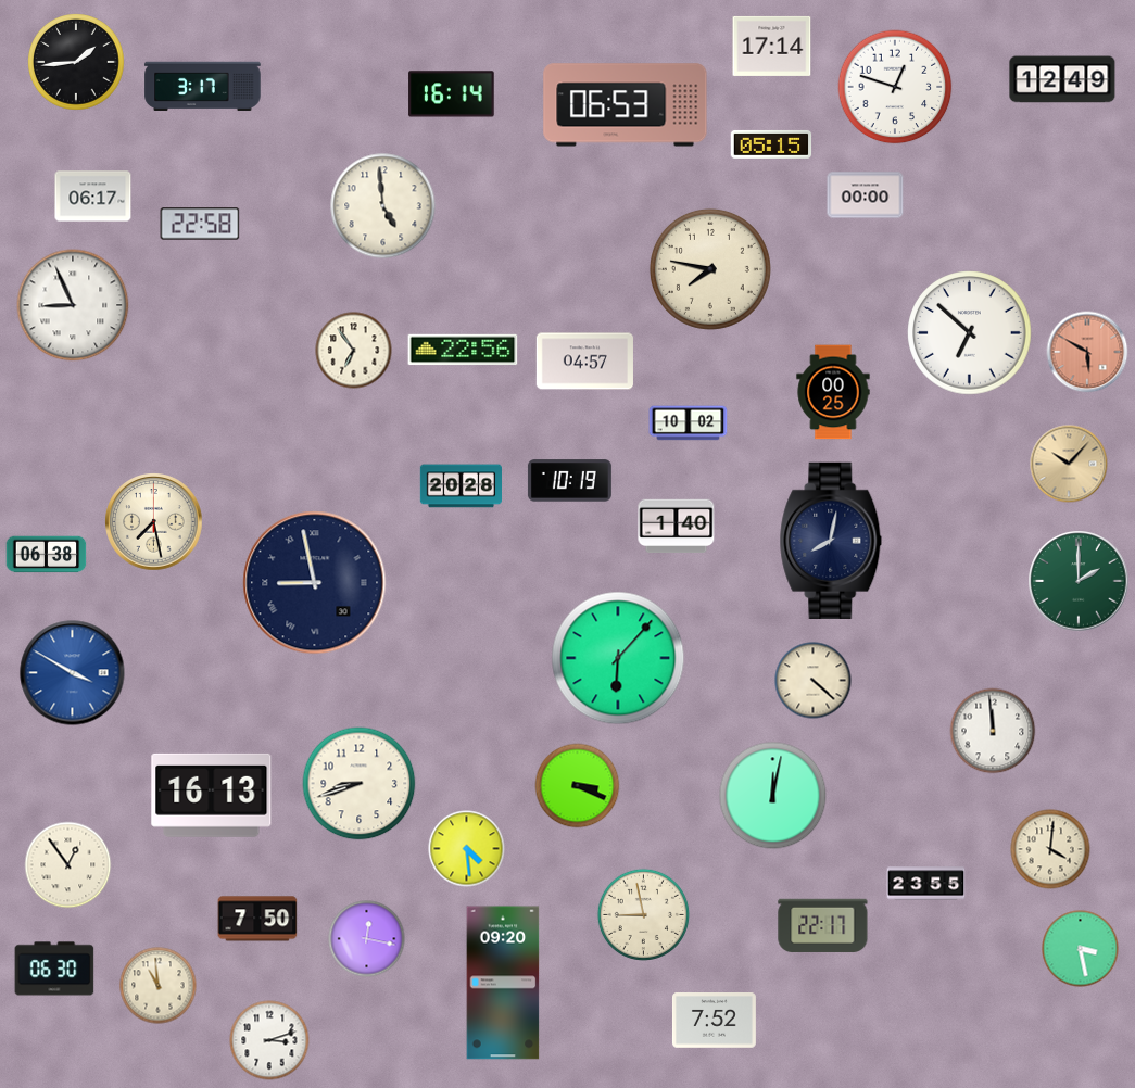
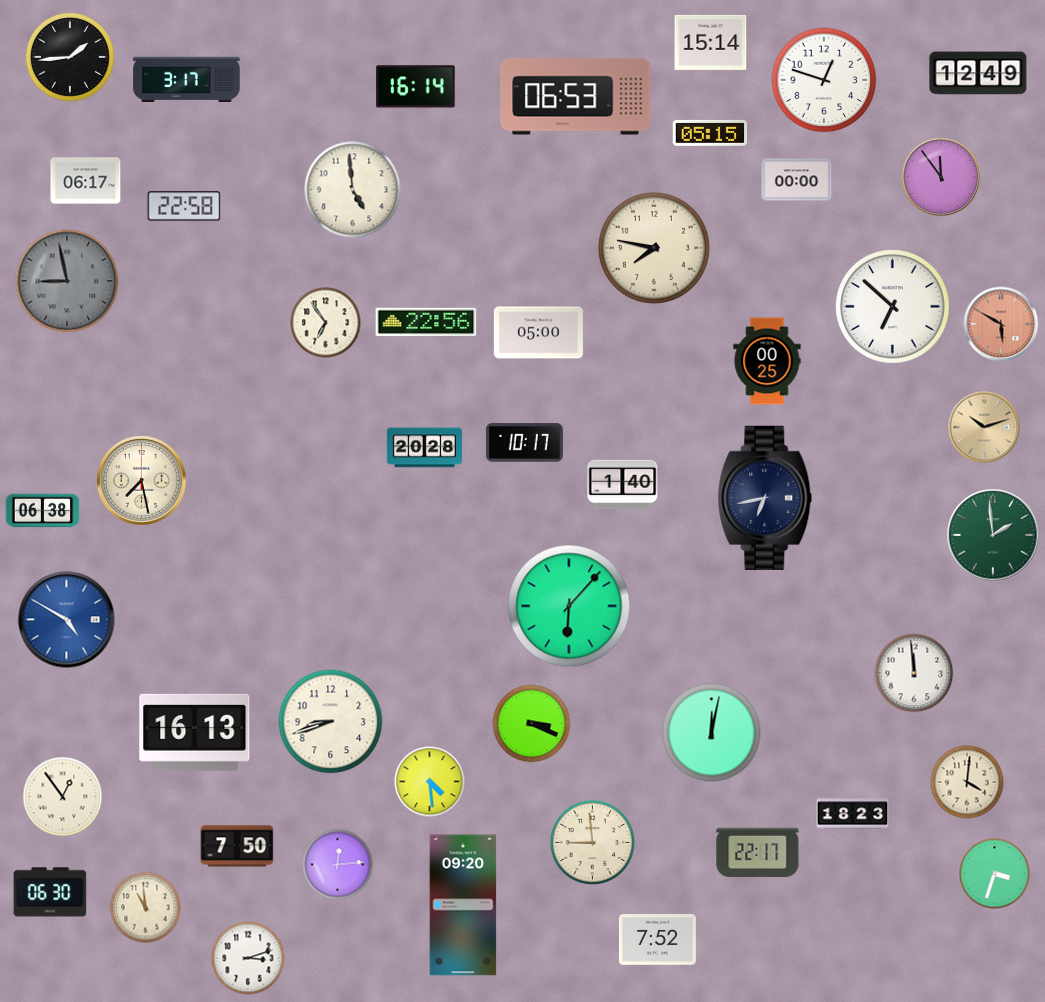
clock at (772, 46): 17:14 -> 15:14
clock at (941, 177): none -> 11:54
clock at (73, 305): 8:56 -> 8:58
clock at (73, 305) dial: white -> grey
clock at (584, 362): 04:57 -> 05:00
clock at (689, 423): 10:02 -> none
clock at (1069, 464): 10:07 -> 10:12
clock at (569, 481): 10:19 -> 10:17
clock at (831, 541): 8:02 -> 6:43
clock at (1079, 581): 2:00 -> 1:59
clock at (315, 583): 8:58 -> none
clock at (73, 673): 3:50 -> 4:50
clock at (814, 681): 4:22 -> none
clock at (926, 884): 23:55 -> 18:23
clock at (643, 914): 8:58 -> 8:59
clock at (367, 939): 12:17 -> 12:14
clock at (1081, 949): 3:28 -> 3:33
